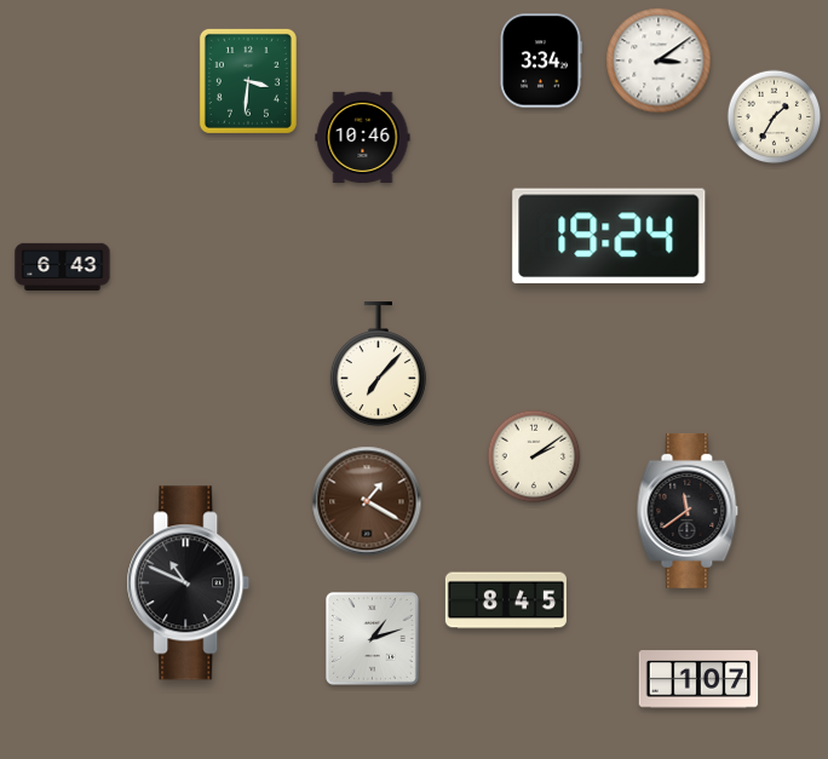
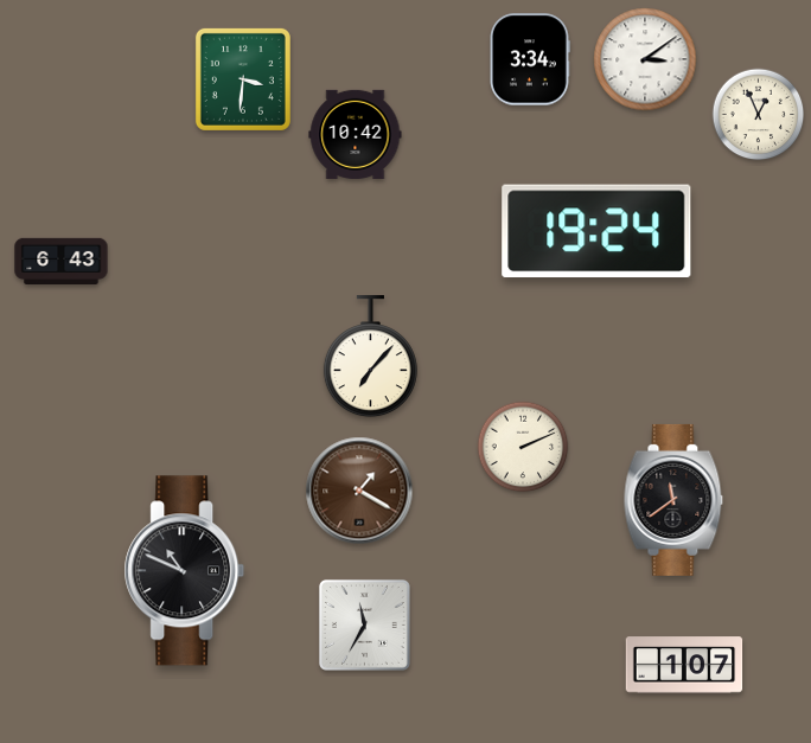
clock at (775, 117): 1:35 -> 12:56
clock at (363, 137): 10:46 -> 10:42
clock at (534, 456): 2:09 -> 2:11
clock at (506, 600): 8:45 -> none
clock at (372, 638): 1:12 -> 11:35
